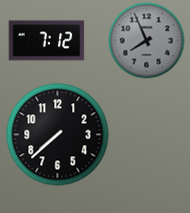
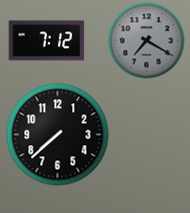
clock at (147, 41): 7:56 -> 7:20
